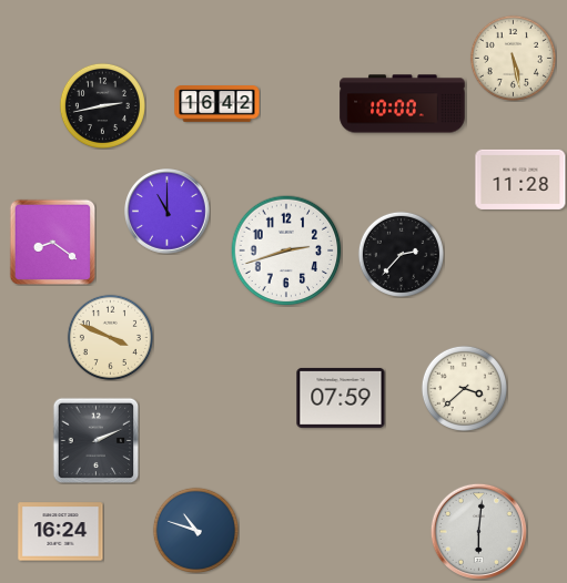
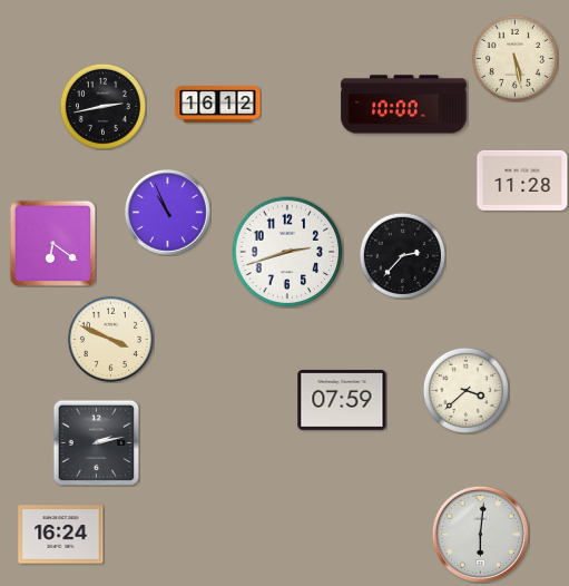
clock at (217, 104): 16:42 -> 16:12
clock at (168, 212): 11:00 -> 10:56
clock at (52, 242): 8:21 -> 6:21
clock at (95, 440): 2:11 -> 2:13
clock at (195, 530): 10:48 -> none
